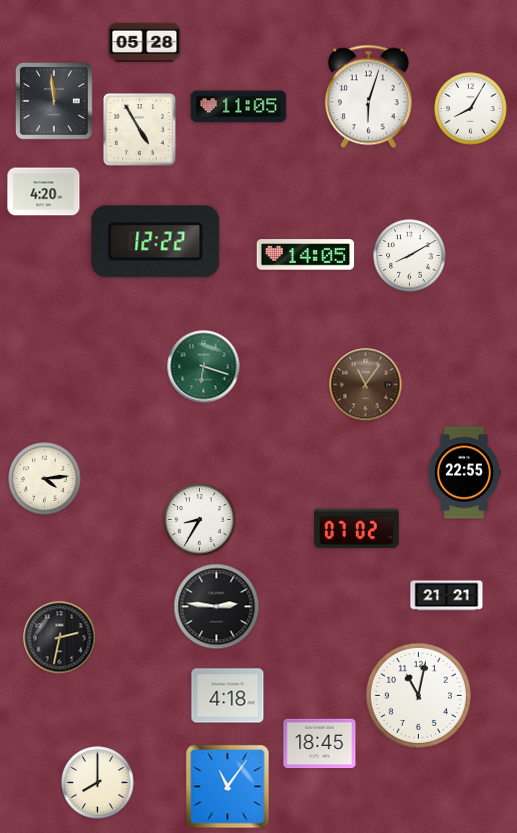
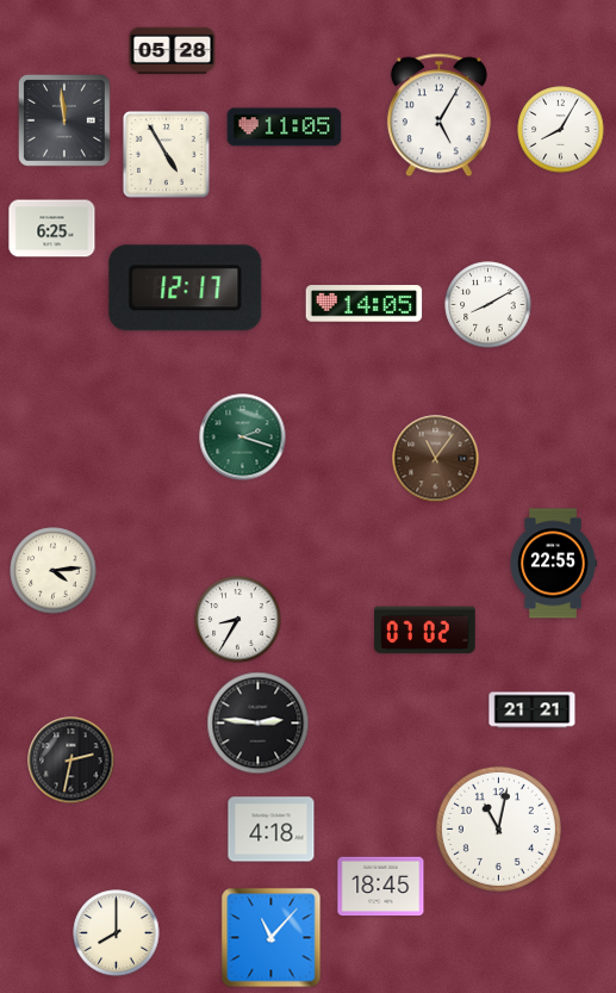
clock at (368, 97): 6:03 -> 5:05
clock at (44, 192): 4:20 -> 6:25
clock at (156, 242): 12:22 -> 12:17
clock at (204, 367): 6:18 -> 2:18
clock at (228, 787): 11:06 -> 11:07
